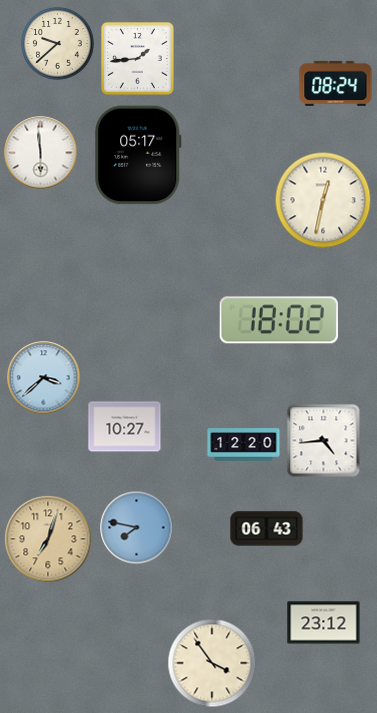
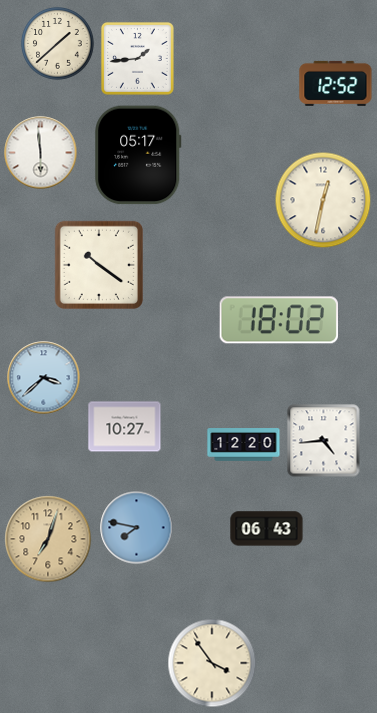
clock at (58, 44): 9:38 -> 1:38
clock at (336, 83): 08:24 -> 12:52
clock at (99, 265): none -> 10:21
clock at (324, 623): 23:12 -> none
